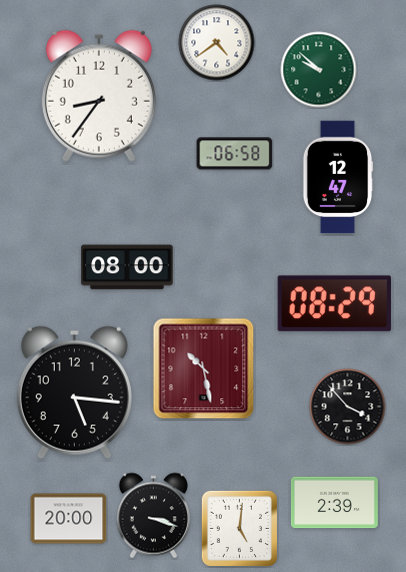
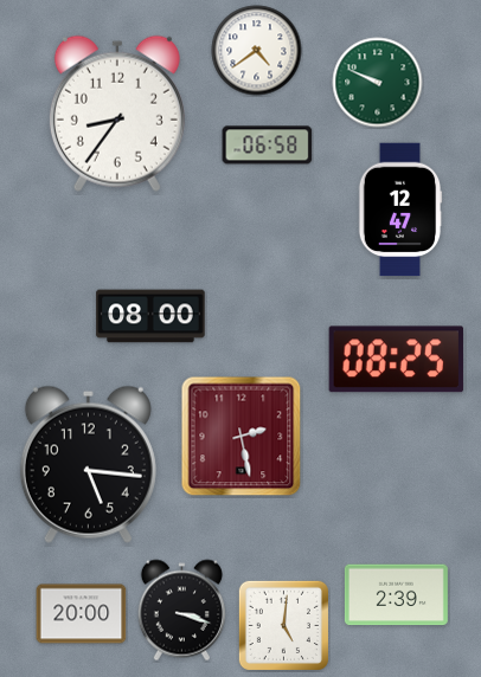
clock at (319, 70): 9:52 -> 9:49
clock at (235, 154) position: (235, 154) -> (268, 146)
clock at (334, 304): 08:29 -> 08:25
clock at (204, 369): 10:28 -> 2:28
clock at (348, 407): 3:53 -> none
